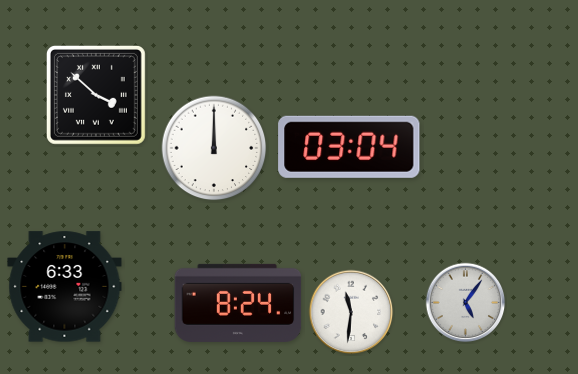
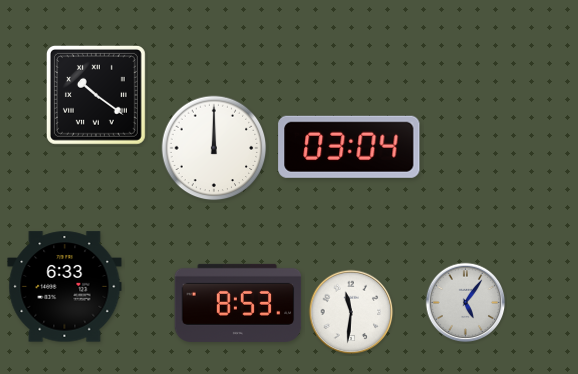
clock at (96, 95): 3:52 -> 10:21
clock at (238, 303): 8:24 -> 8:53
